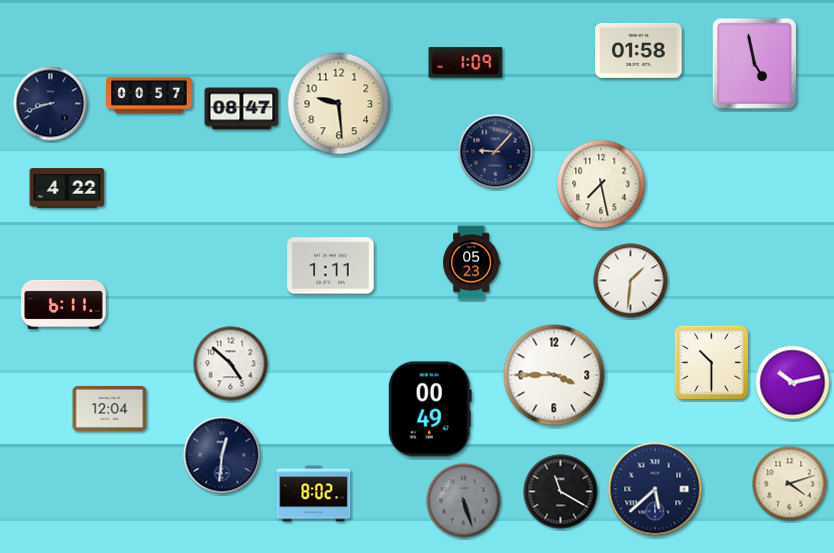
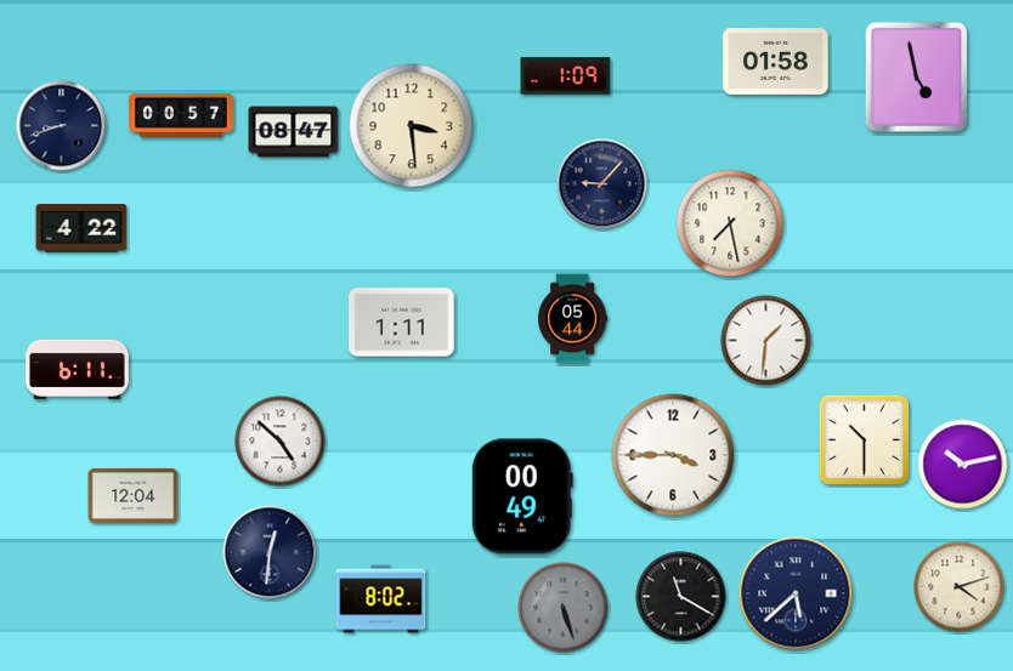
clock at (339, 104): 9:29 -> 3:29
clock at (472, 263): 05:23 -> 05:44
